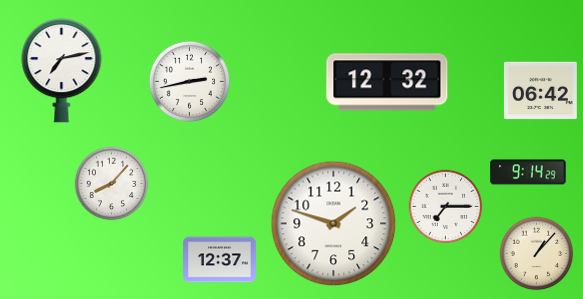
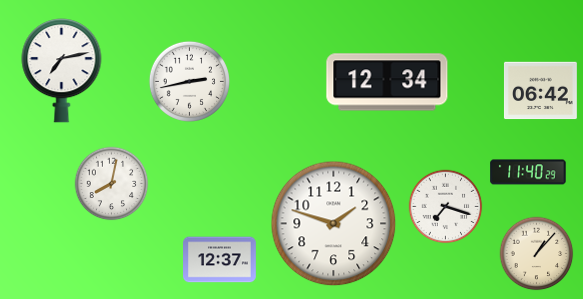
clock at (387, 82): 12:32 -> 12:34
clock at (528, 172): 9:14 -> 11:40
clock at (112, 184): 8:07 -> 8:02
clock at (446, 207): 7:15 -> 7:18
